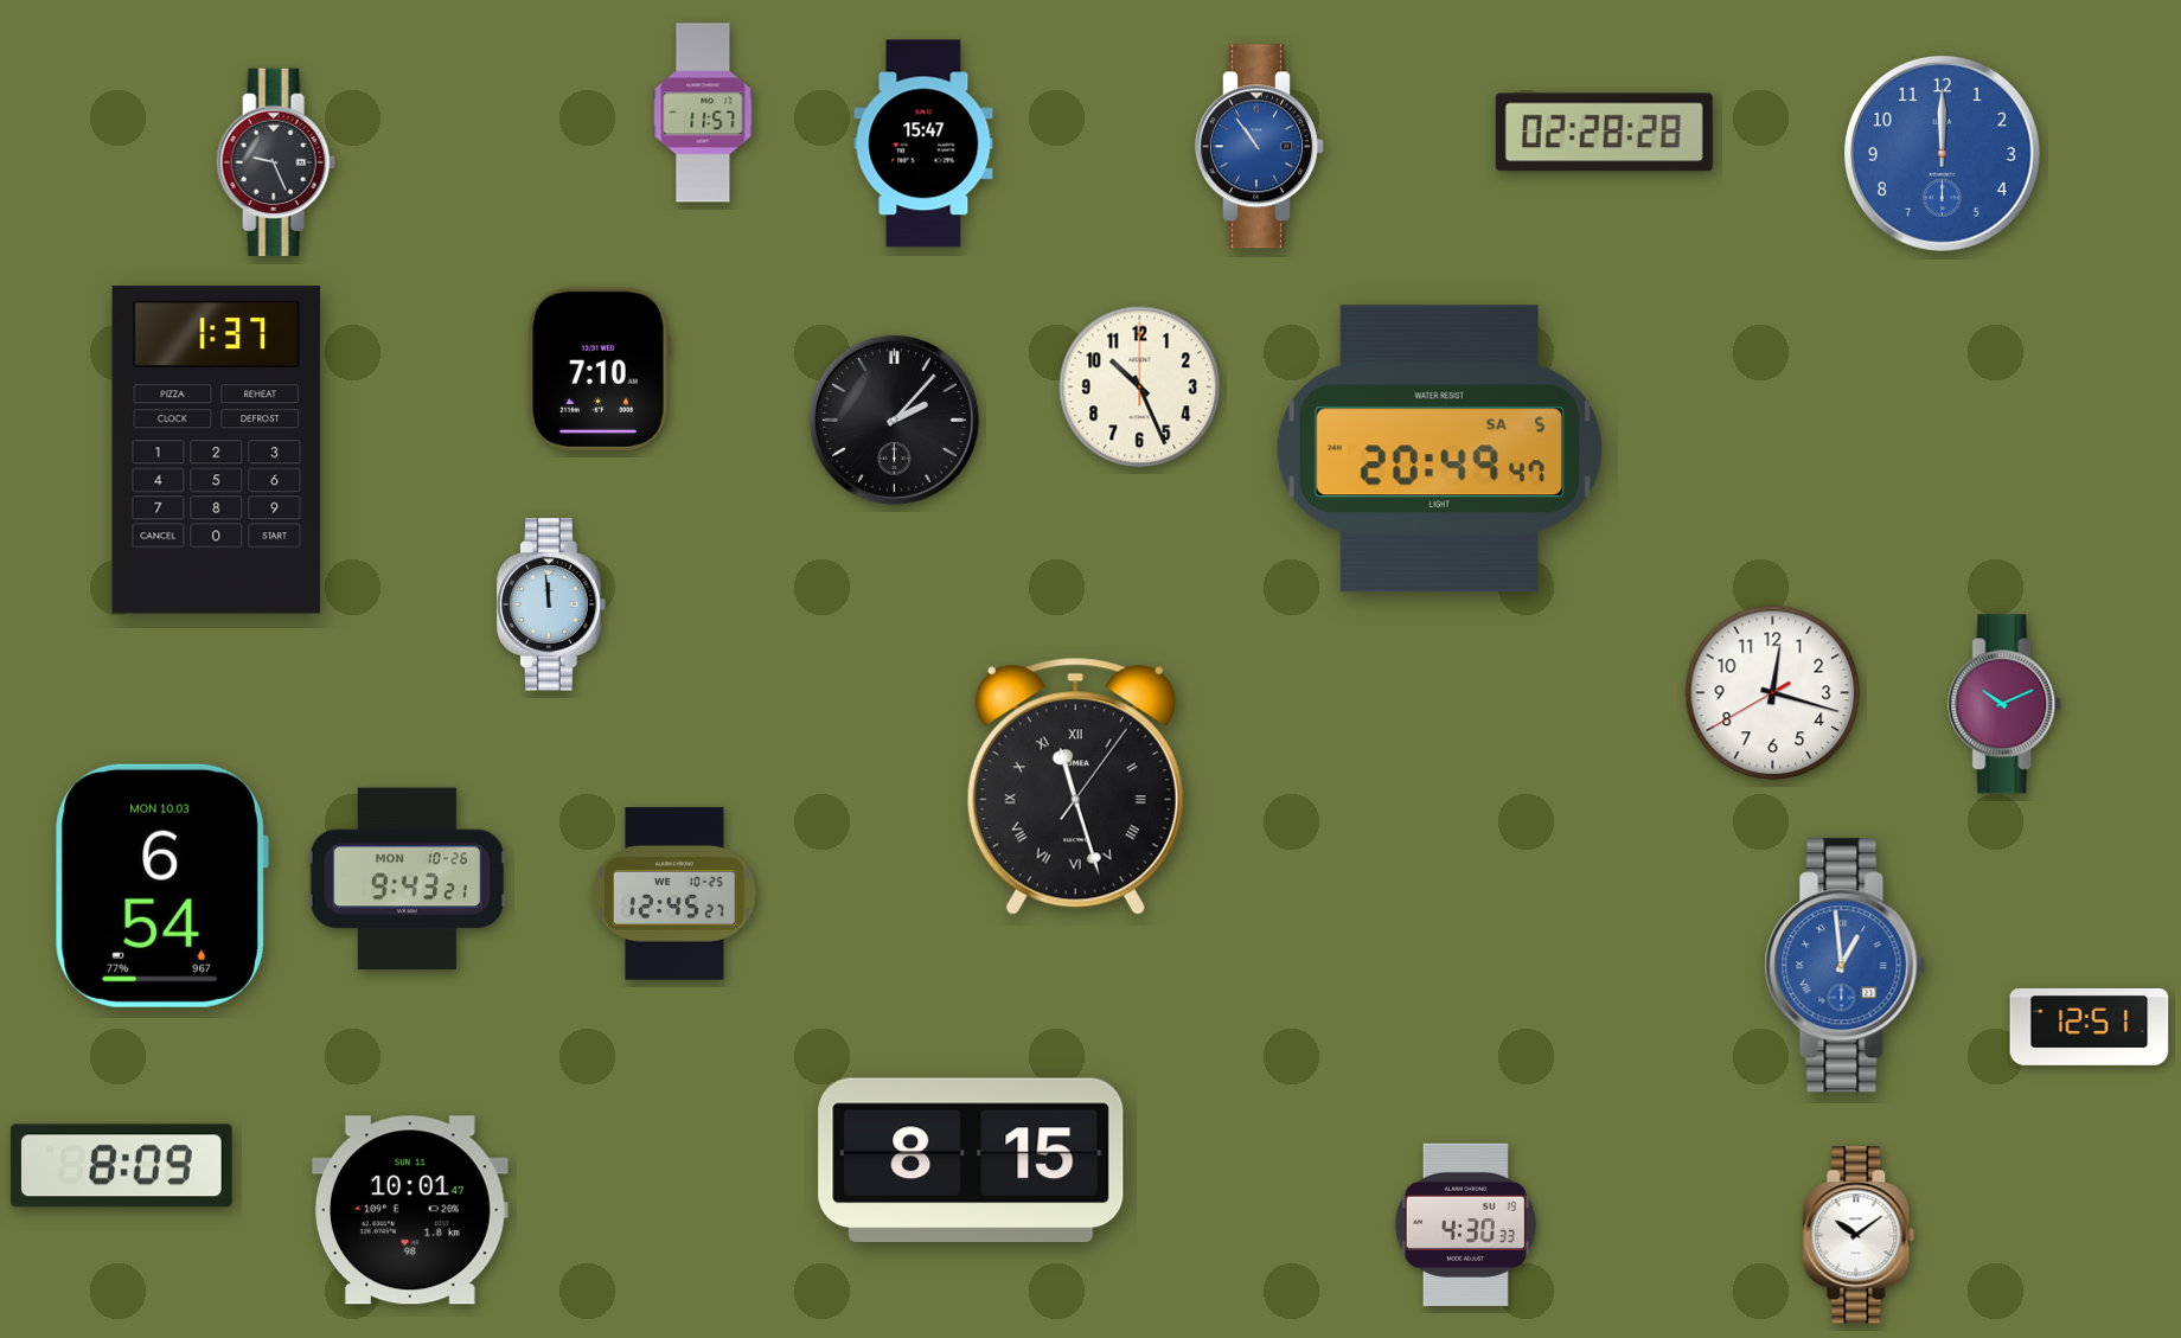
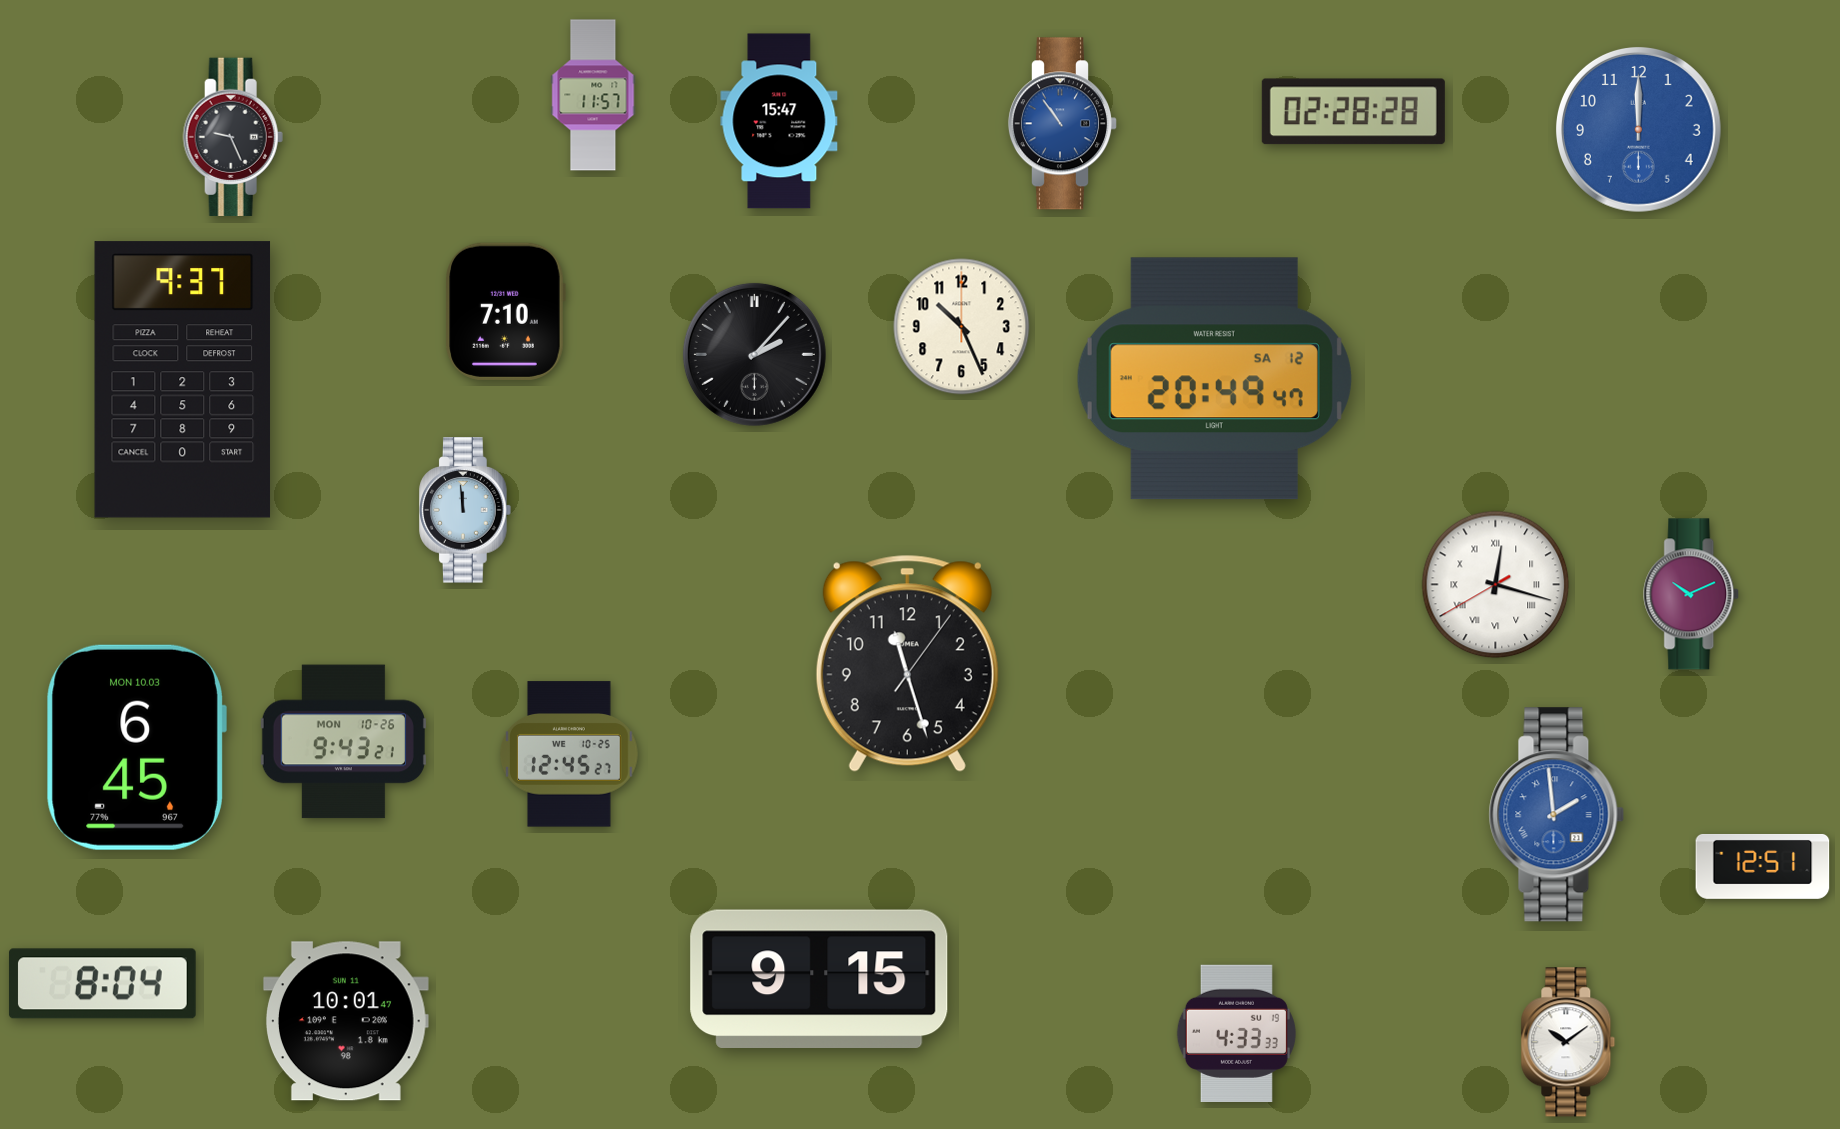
clock at (1439, 449) date: SA 5 -> SA 12
clock at (217, 450): 1:37 -> 9:37
clock at (1773, 693) numerals: Arabic -> Roman
clock at (1075, 786) numerals: Roman -> Arabic
clock at (161, 885): 6:54 -> 6:45
clock at (1846, 966): 12:59 -> 1:59
clock at (971, 1159): 8:15 -> 9:15
clock at (121, 1166): 8:09 -> 8:04
clock at (1465, 1224): 4:30 -> 4:33
